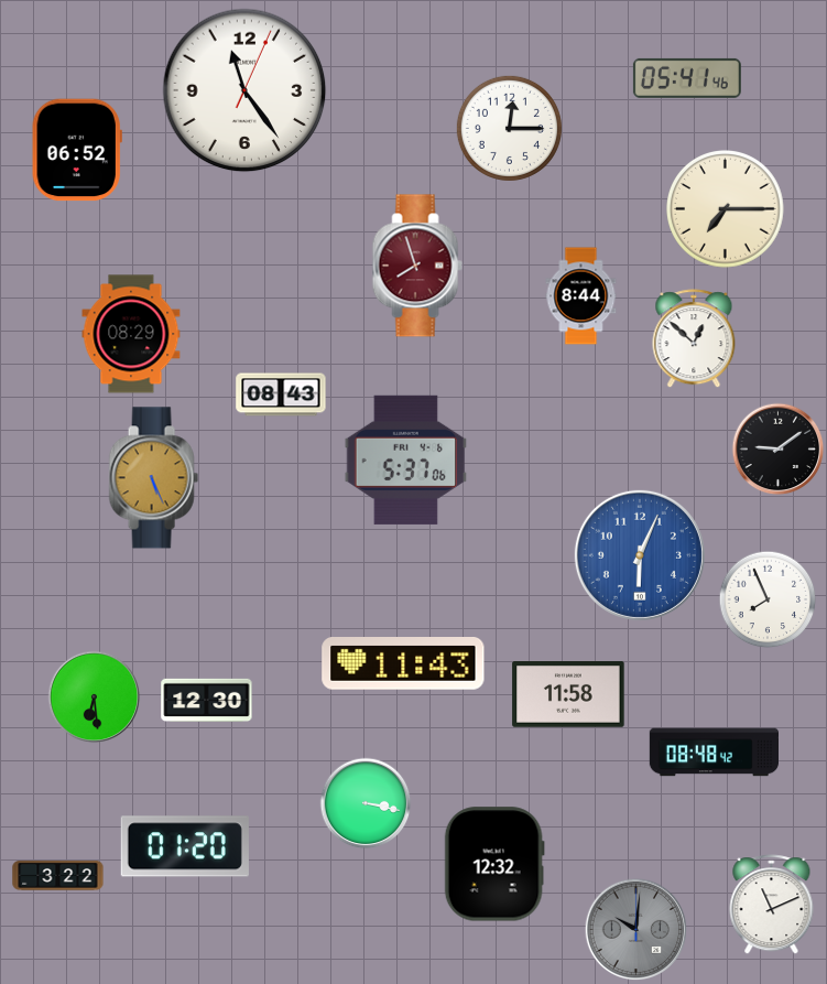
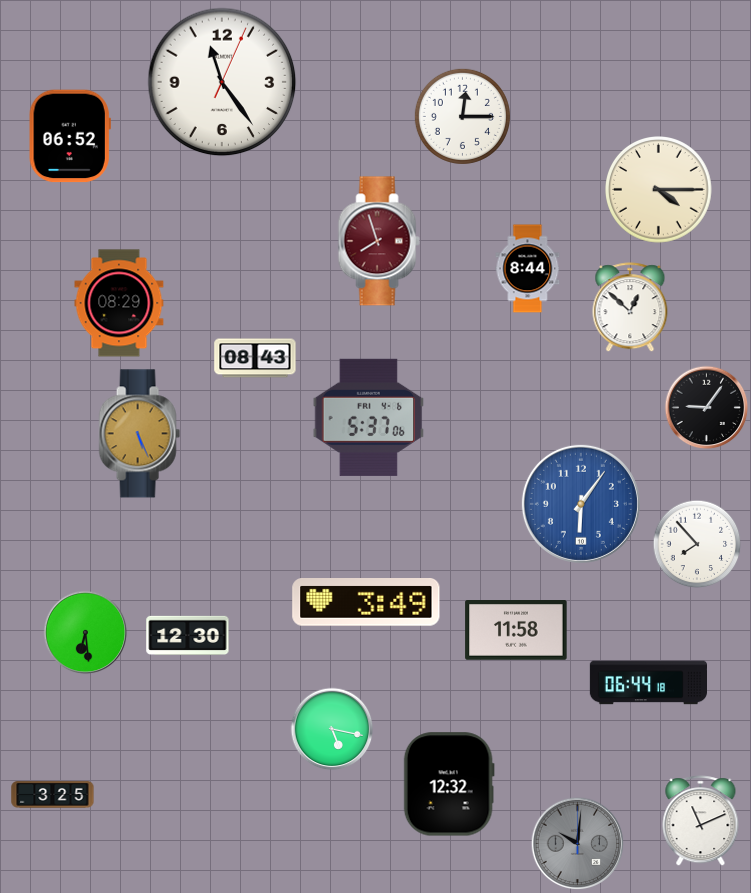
clock at (687, 78): 05:41 -> none
clock at (726, 209): 7:15 -> 4:15
clock at (779, 450): 9:09 -> 9:06
clock at (640, 555): 6:04 -> 6:06
clock at (768, 599): 7:56 -> 7:53
clock at (403, 664): 11:43 -> 3:49
clock at (714, 753): 08:48 -> 06:44
clock at (366, 803): 3:17 -> 5:17
clock at (185, 846): 01:20 -> none
clock at (58, 876): 3:22 -> 3:25
